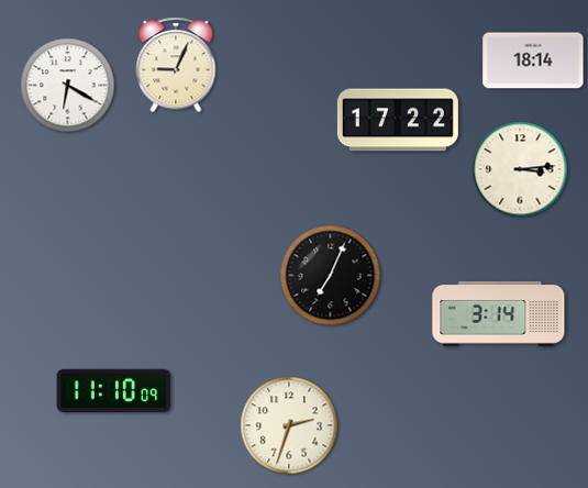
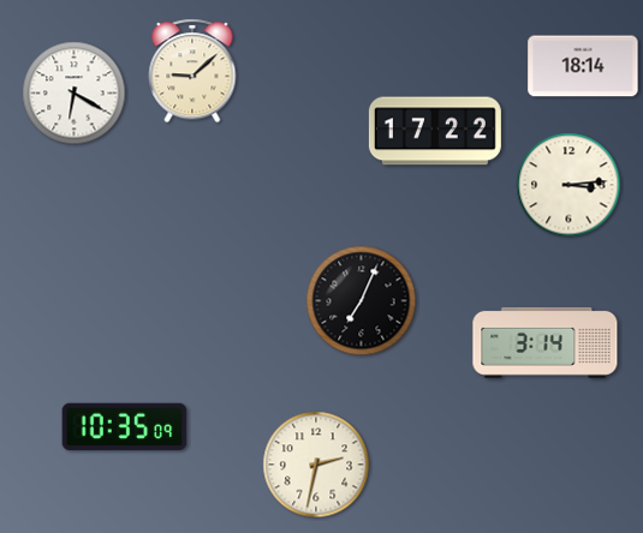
clock at (176, 65): 9:04 -> 9:08
clock at (114, 391): 11:10 -> 10:35
clock at (289, 425): 2:33 -> 2:32
